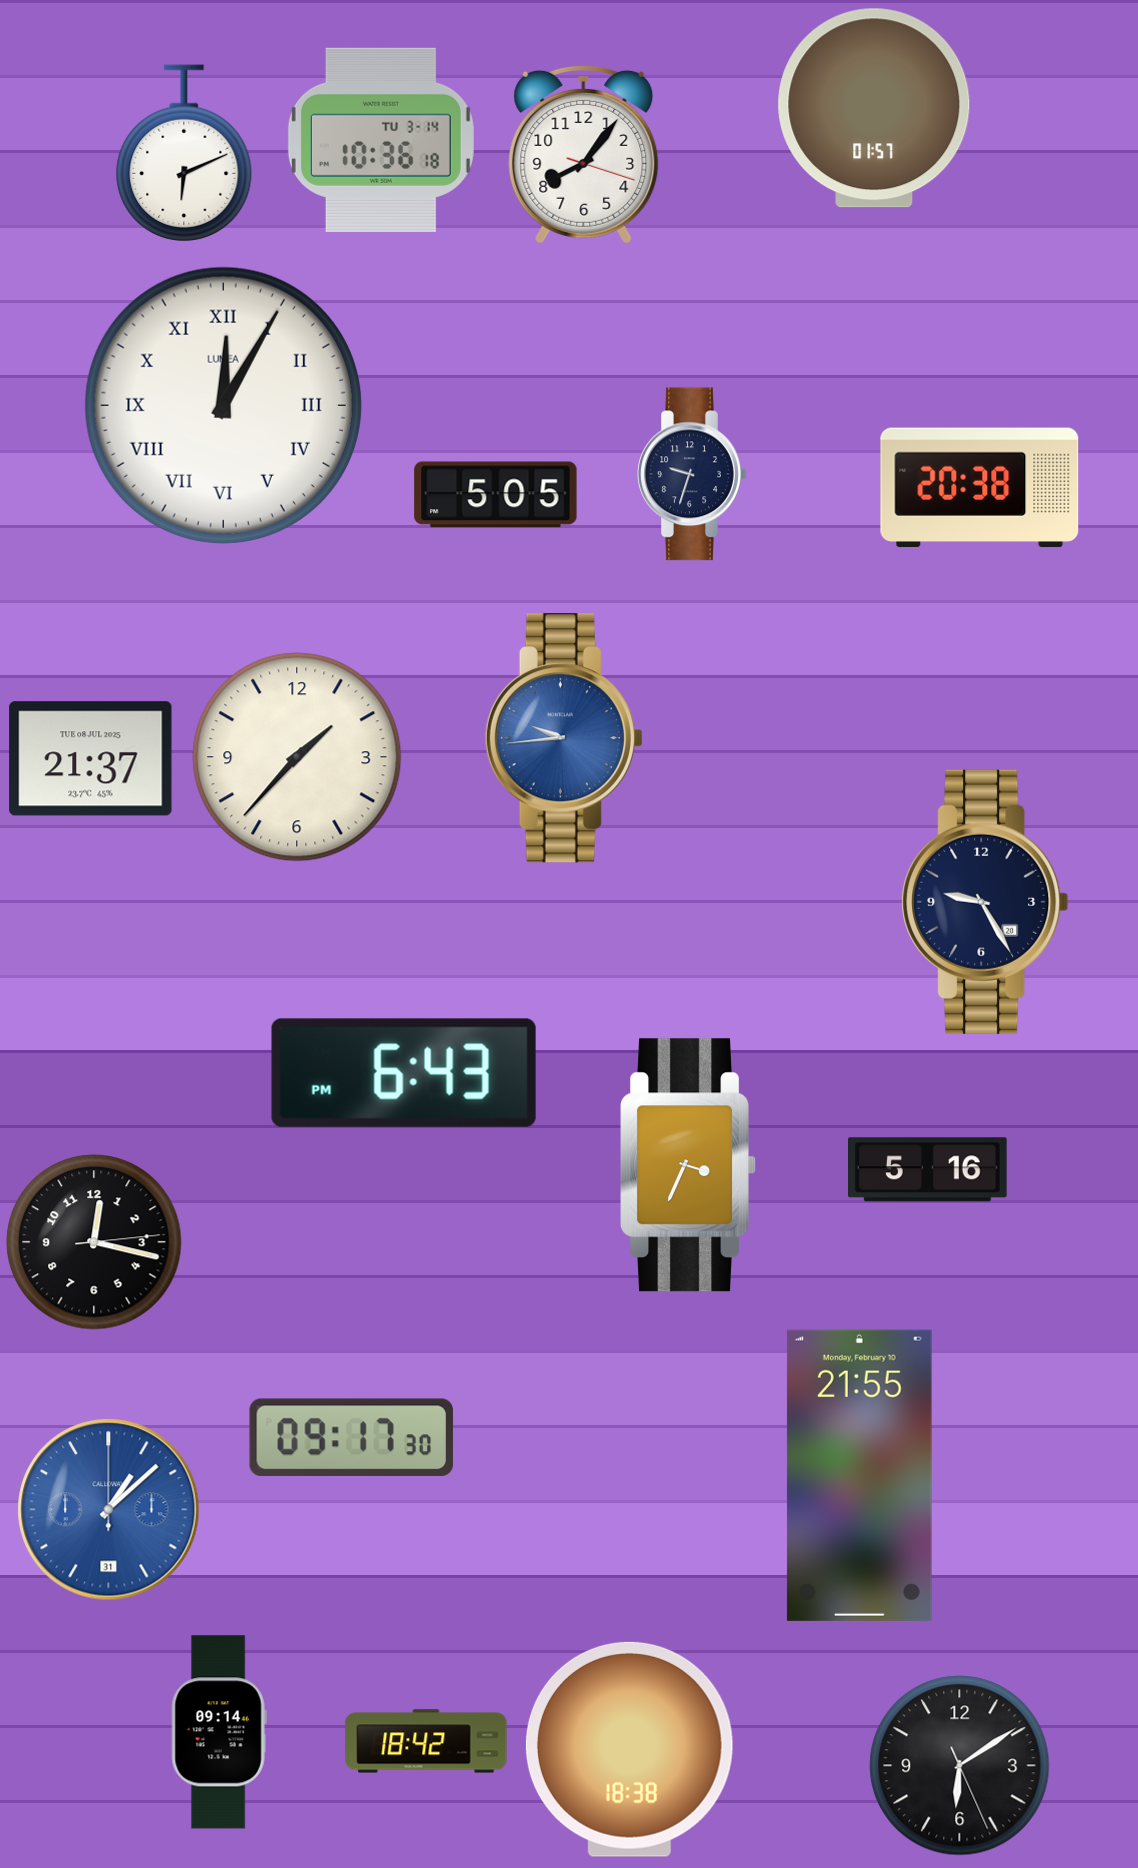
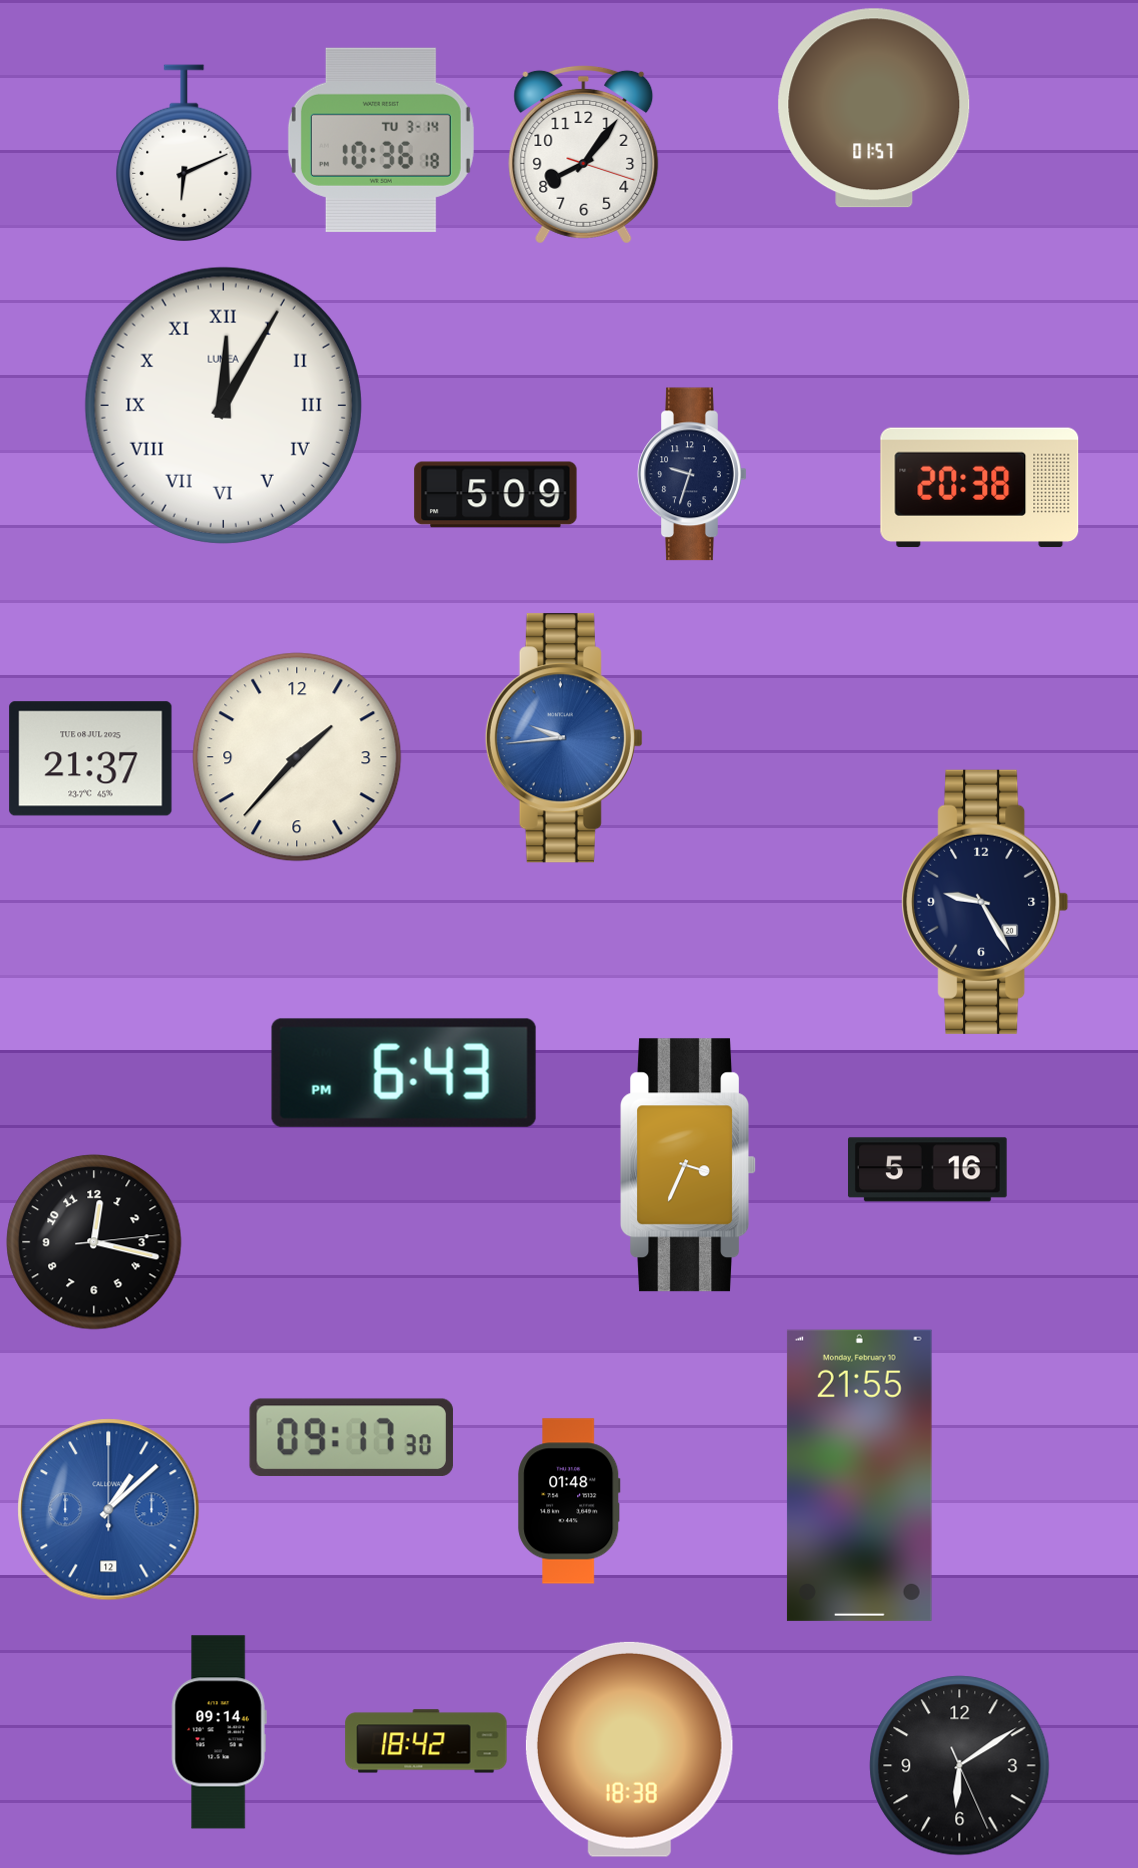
clock at (496, 495): 5:05 -> 5:09
clock at (569, 1501): none -> 01:48
clock at (109, 1510) date: 31 -> 12
